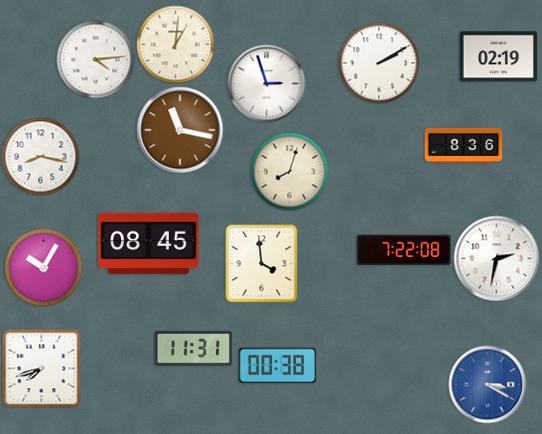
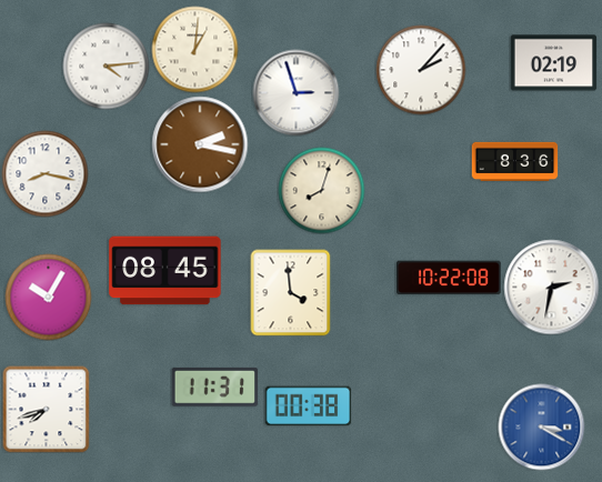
clock at (379, 63): 2:10 -> 2:07
clock at (180, 130): 11:17 -> 2:17
clock at (404, 250): 7:22 -> 10:22
